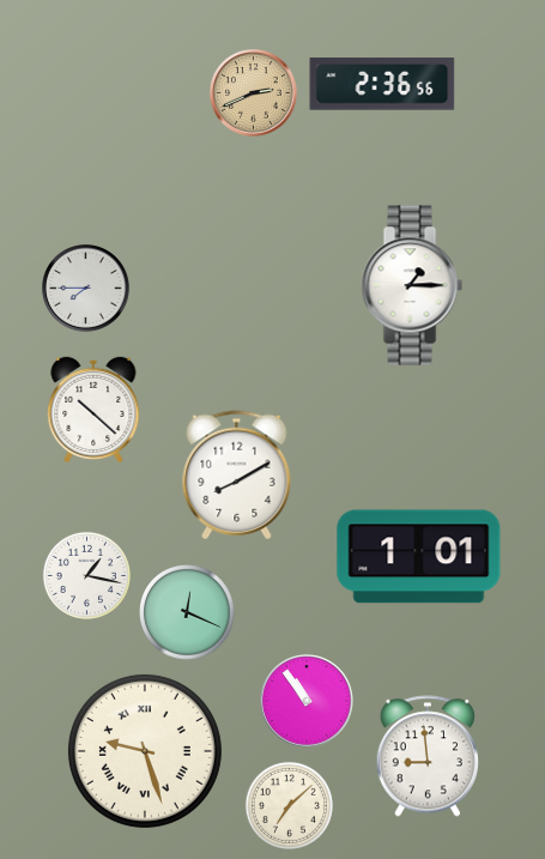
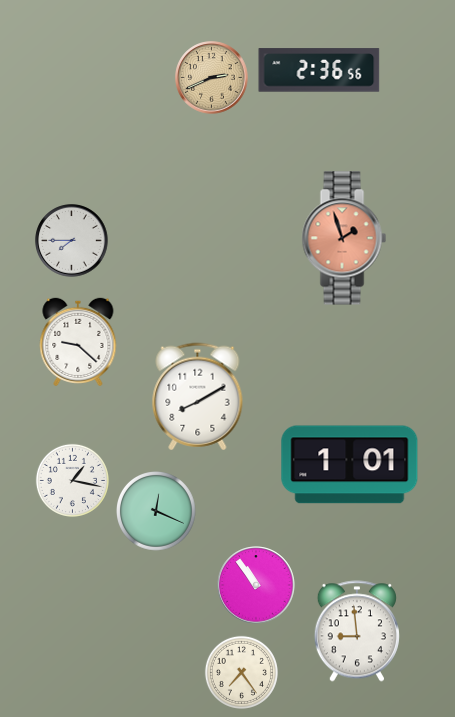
clock at (412, 285): 1:15 -> 1:57
clock at (412, 285) dial: white -> salmon
clock at (93, 409): 10:22 -> 9:22
clock at (145, 751): 9:27 -> none
clock at (289, 805): 7:08 -> 7:24
